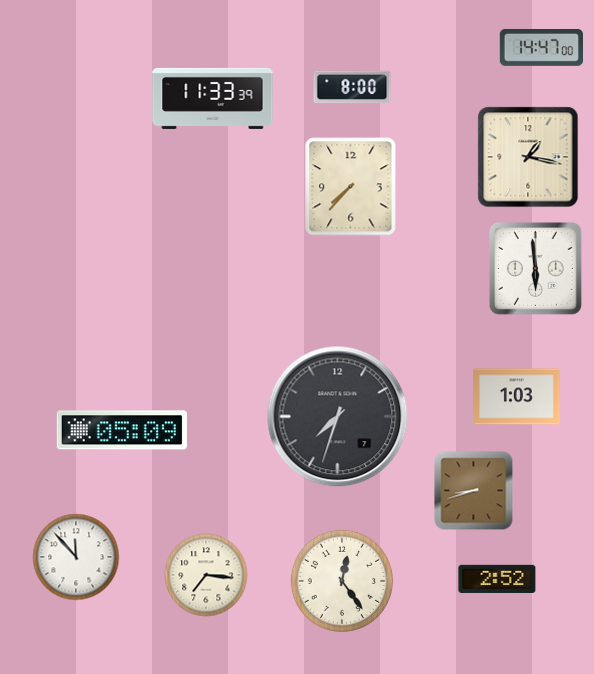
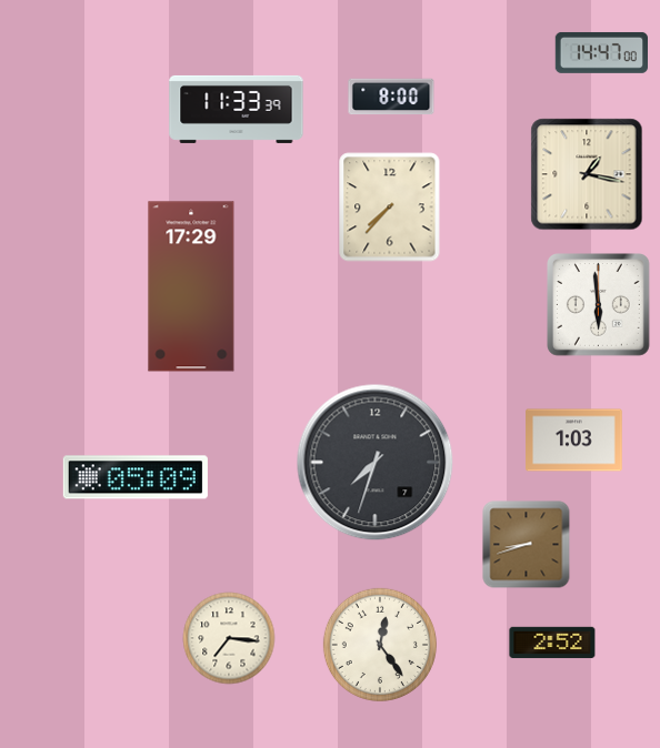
clock at (191, 286): none -> 17:29
clock at (536, 269) position: (536, 269) -> (599, 305)
clock at (76, 557): 11:53 -> none
